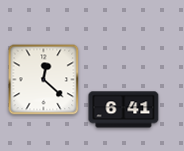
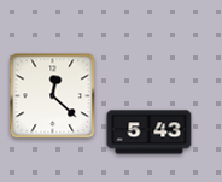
clock at (124, 110): 6:41 -> 5:43
